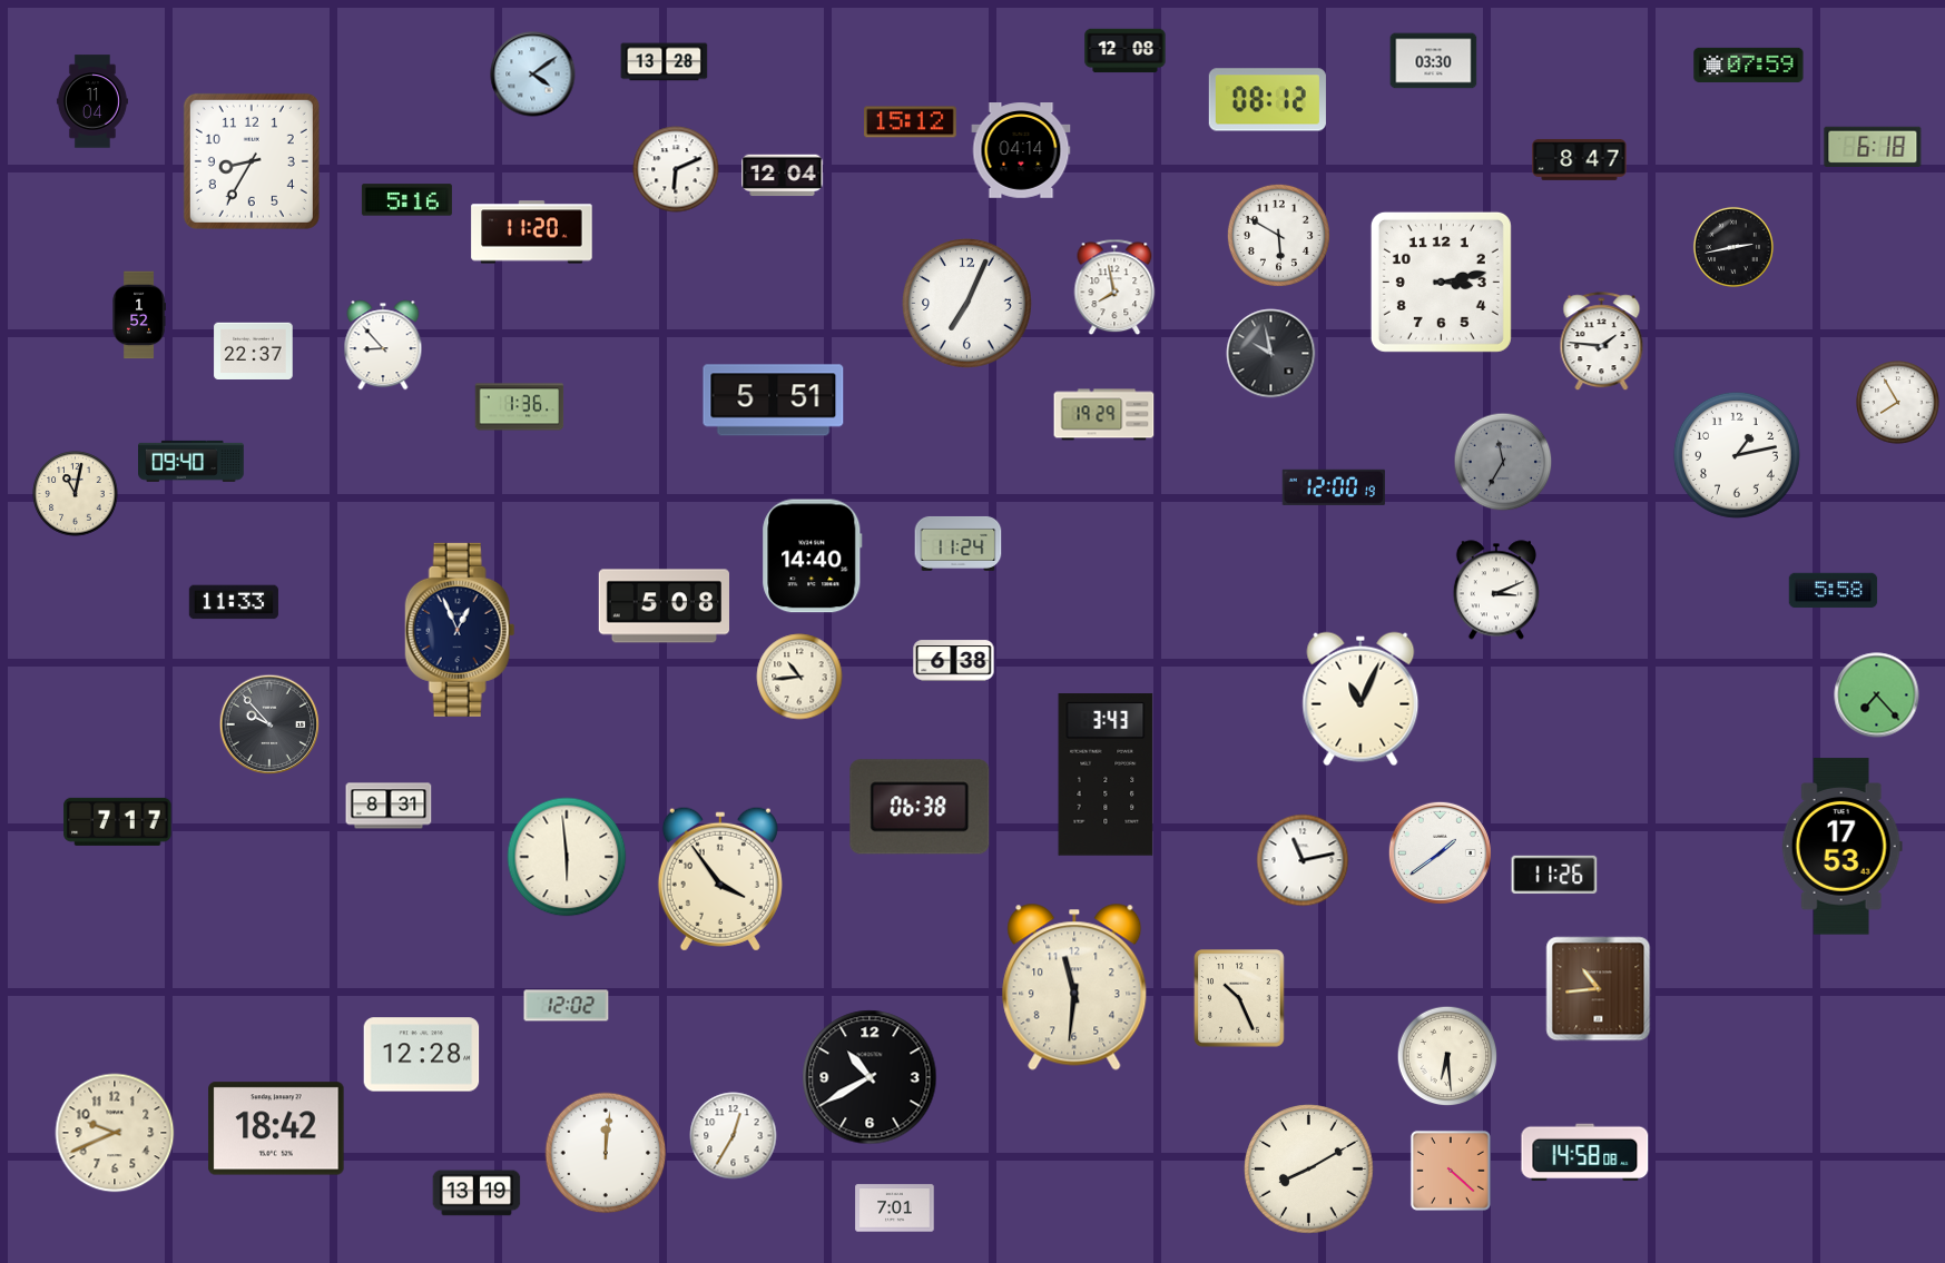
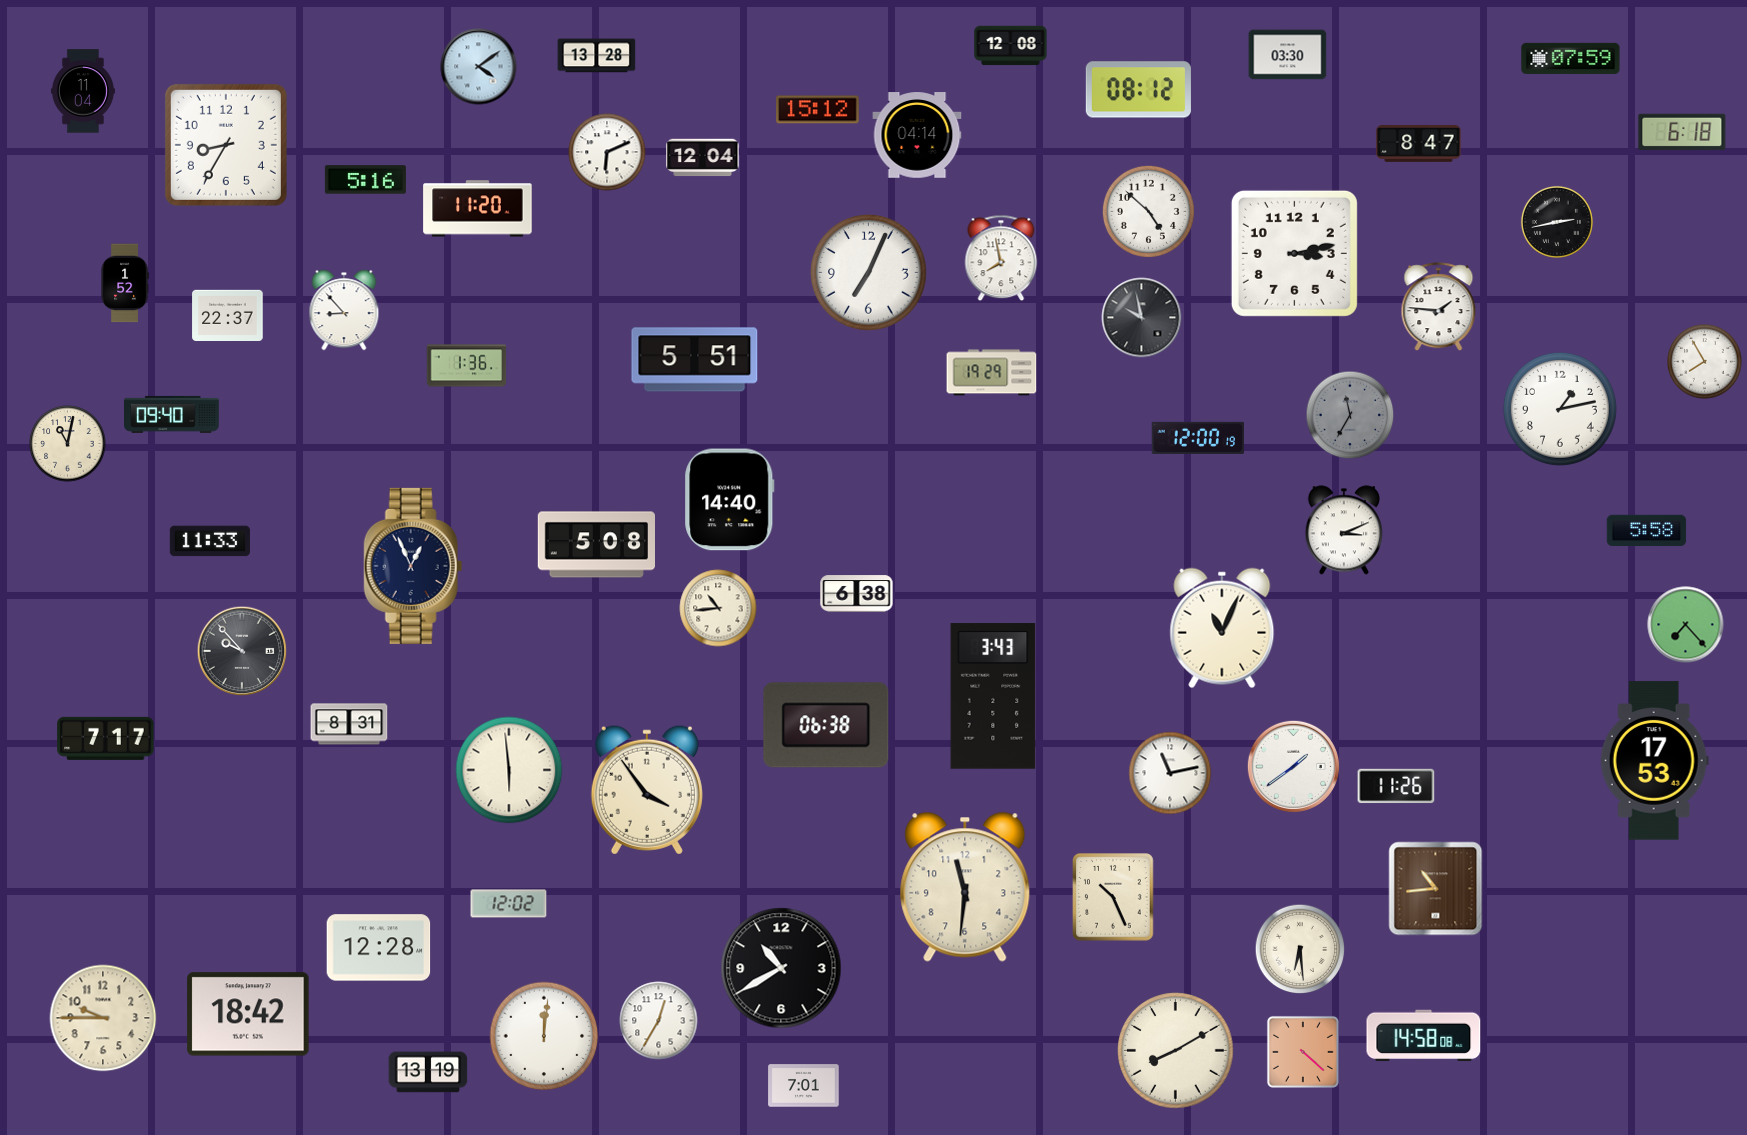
clock at (1278, 235): 5:50 -> 4:52
clock at (959, 543): 11:24 -> none
clock at (115, 1133): 9:41 -> 9:45
